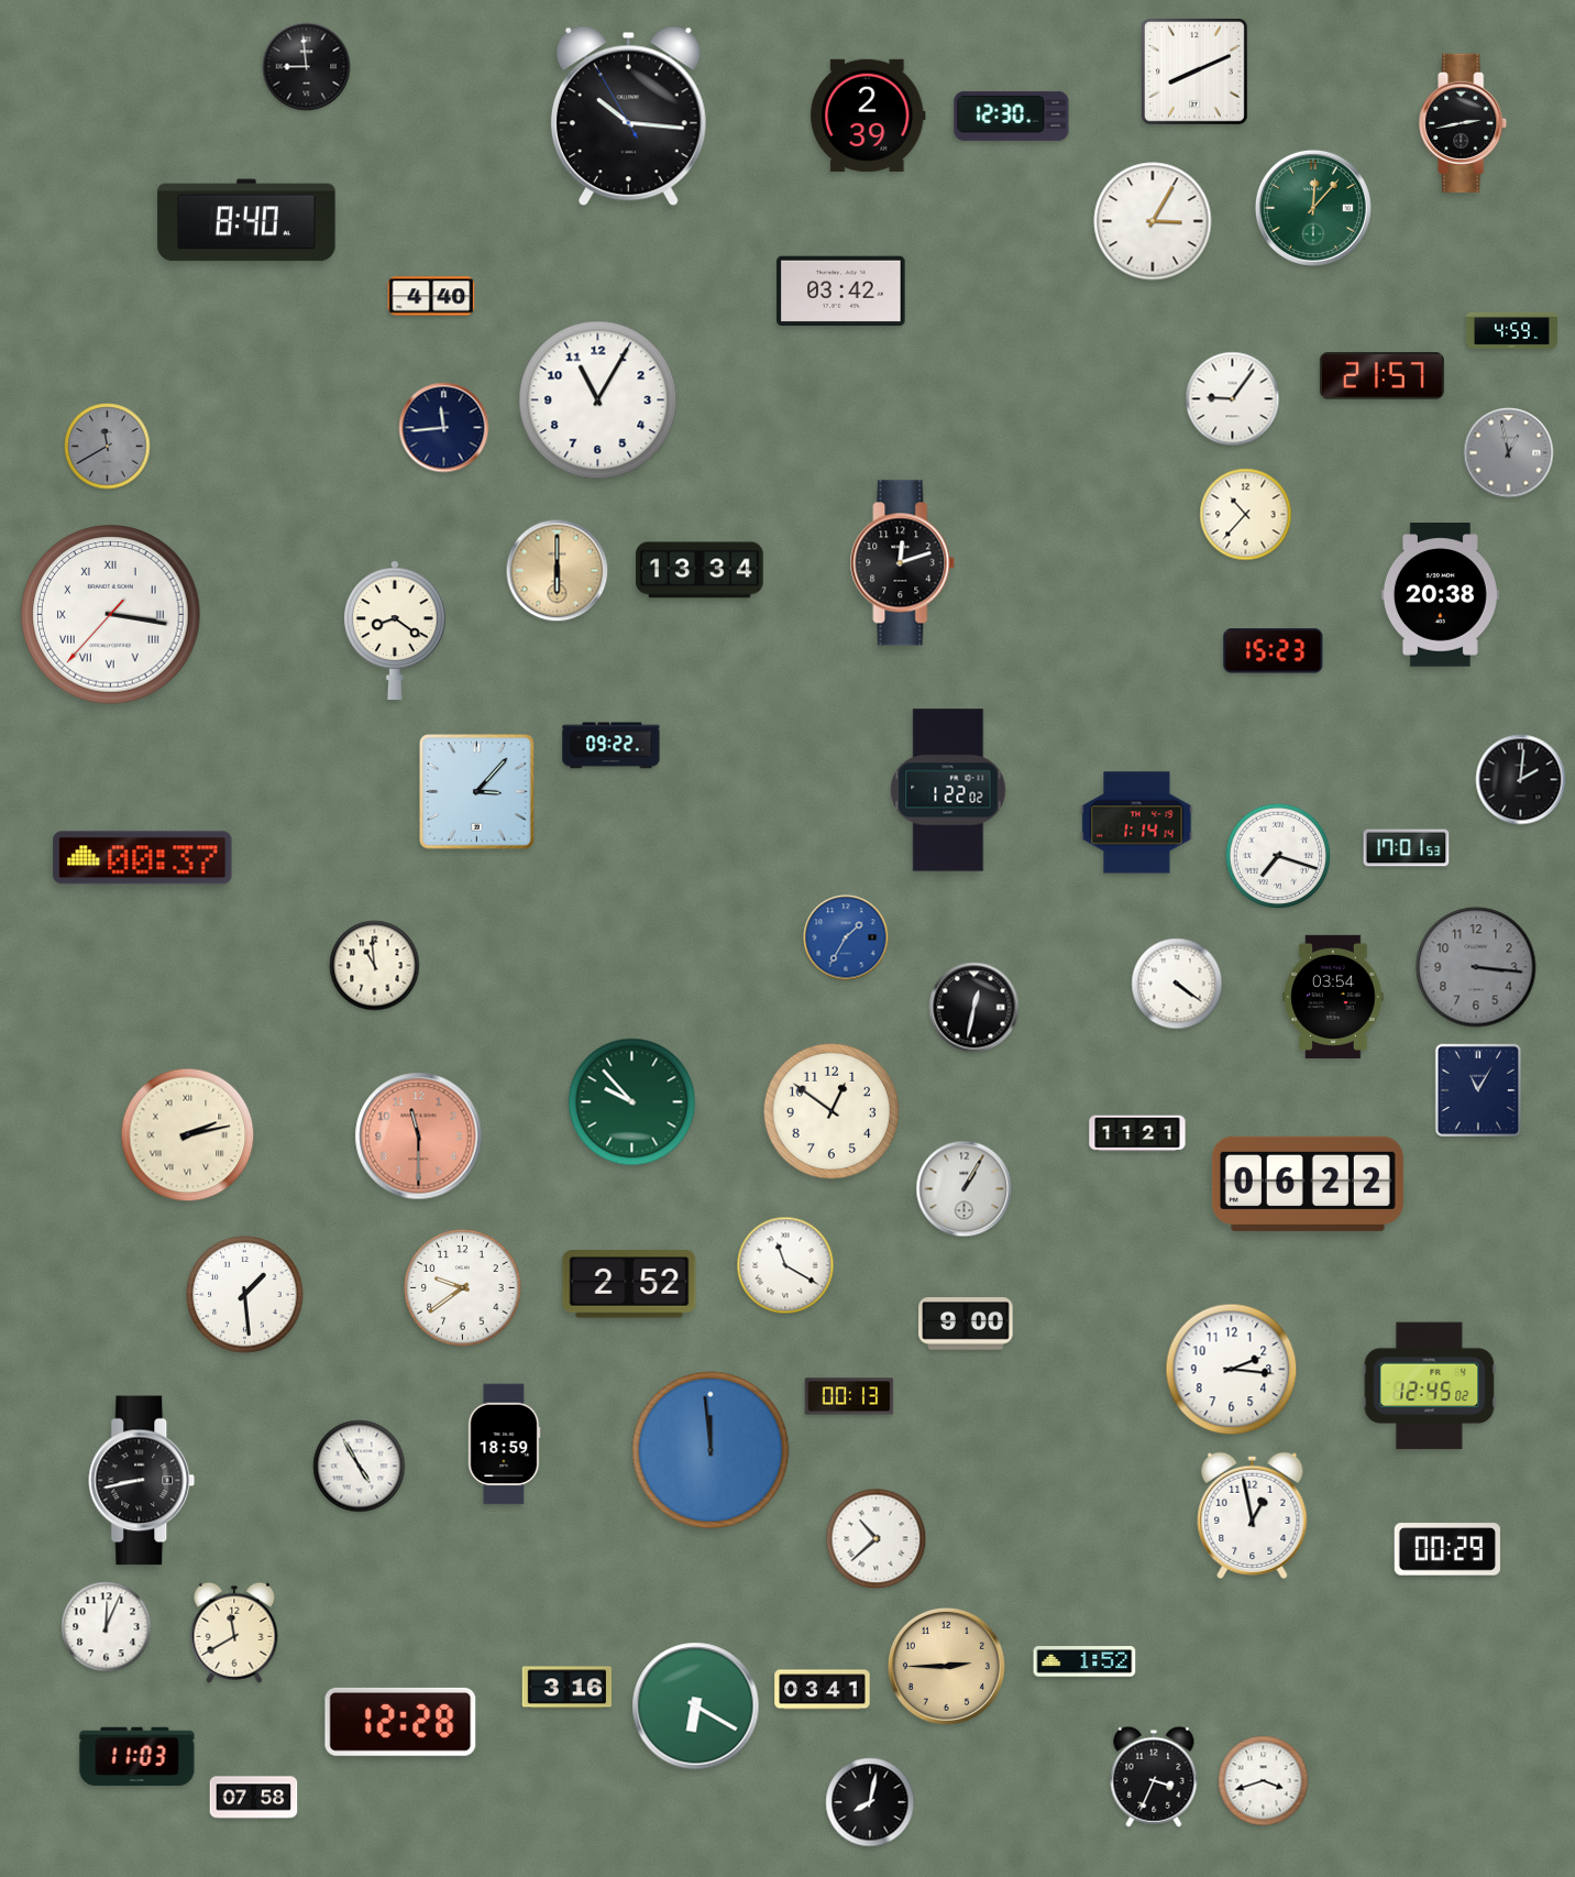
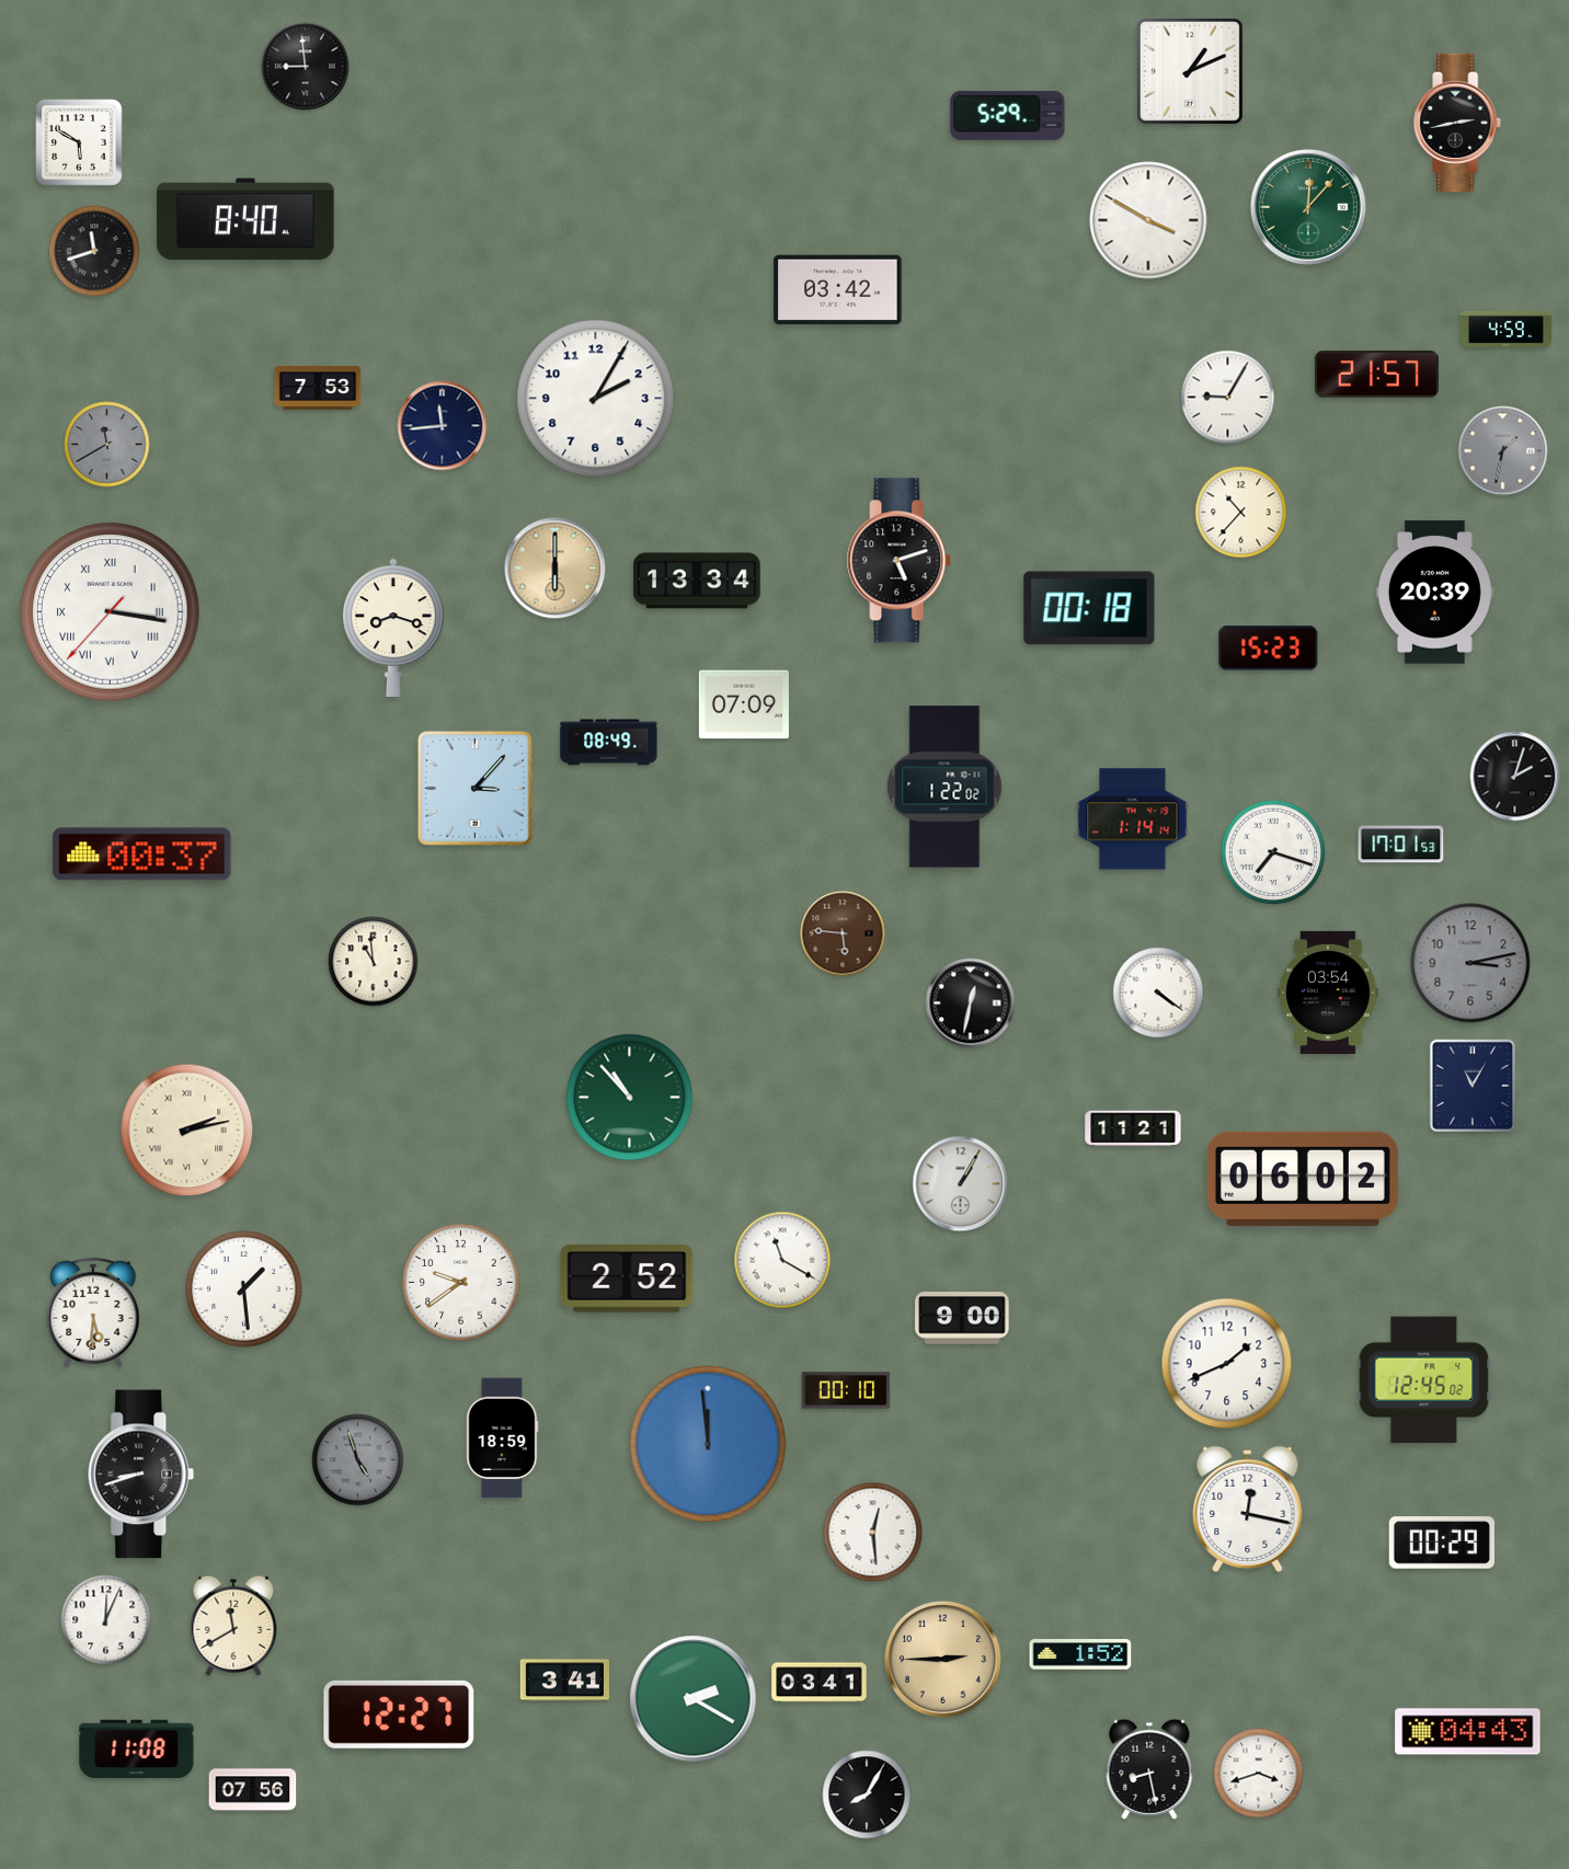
clock at (1194, 72): 8:11 -> 1:11
clock at (868, 116): 2:39 -> none
clock at (1012, 116): 12:30 -> 5:29
clock at (628, 117): 10:15 -> none
clock at (79, 142): none -> 5:50
clock at (1153, 221): 3:05 -> 3:50
clock at (94, 251): none -> 11:42
clock at (431, 296): 4:40 -> none
clock at (318, 388): none -> 7:53
clock at (1233, 399): 9:06 -> 9:05
clock at (598, 400): 11:05 -> 2:05
clock at (1509, 453): 12:58 -> 1:32
clock at (903, 563): 12:12 -> 5:12
clock at (700, 570) position: (700, 570) -> (697, 581)
clock at (1440, 595): 20:38 -> 20:39
clock at (1089, 608): none -> 00:18
clock at (395, 629): 8:21 -> 8:18
clock at (744, 704): none -> 07:09
clock at (612, 746): 09:22 -> 08:49
clock at (1521, 780): 2:01 -> 2:03
clock at (846, 937): 1:35 -> 5:46
clock at (846, 937) dial: blue -> brown
clock at (1476, 967): 3:16 -> 3:13
clock at (1177, 984) position: (1177, 984) -> (1158, 993)
clock at (632, 1102): 9:53 -> 10:53
clock at (831, 1111): 12:51 -> none
clock at (419, 1137): 11:30 -> none
clock at (1308, 1184): 06:22 -> 06:02
clock at (93, 1312): none -> 5:31
clock at (1232, 1370): 2:16 -> 1:41
clock at (849, 1396): 00:13 -> 00:10
clock at (360, 1467): 4:55 -> 4:57
clock at (360, 1467) dial: white -> grey
clock at (142, 1481): 8:43 -> 8:42
clock at (1253, 1515): 12:58 -> 12:17
clock at (877, 1539): 10:38 -> 12:29
clock at (566, 1688): 3:16 -> 3:41
clock at (696, 1706): 6:20 -> 2:20
clock at (400, 1722): 12:28 -> 12:27
clock at (1468, 1732): none -> 04:43
clock at (137, 1757): 11:03 -> 11:08
clock at (1154, 1777): 3:34 -> 8:28
clock at (254, 1798): 07:58 -> 07:56
clock at (870, 1802): 8:02 -> 8:05
